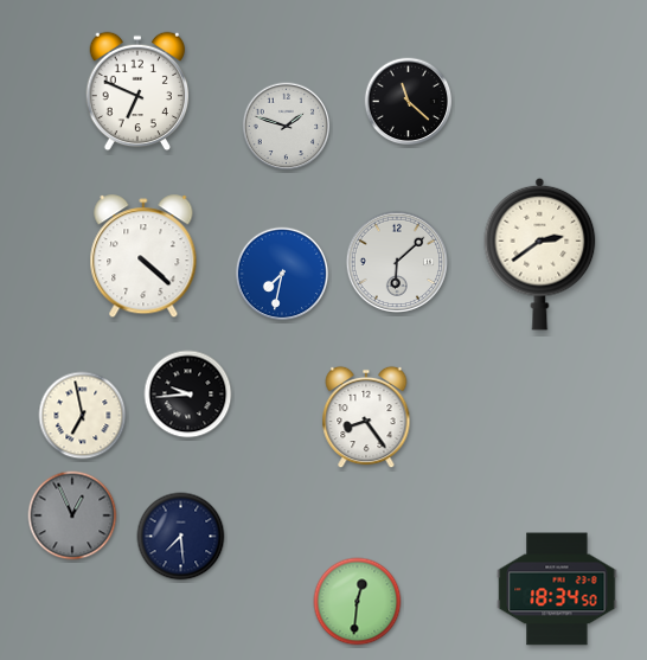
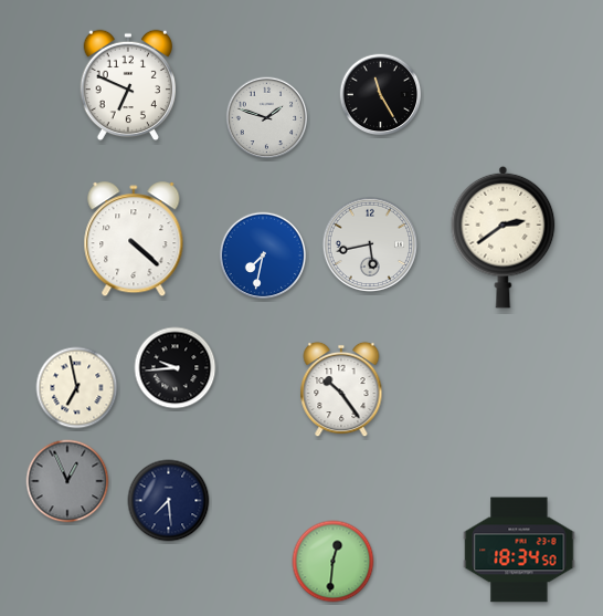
clock at (409, 102): 11:22 -> 11:25
clock at (397, 262): 6:08 -> 5:43
clock at (366, 417): 8:24 -> 10:24
